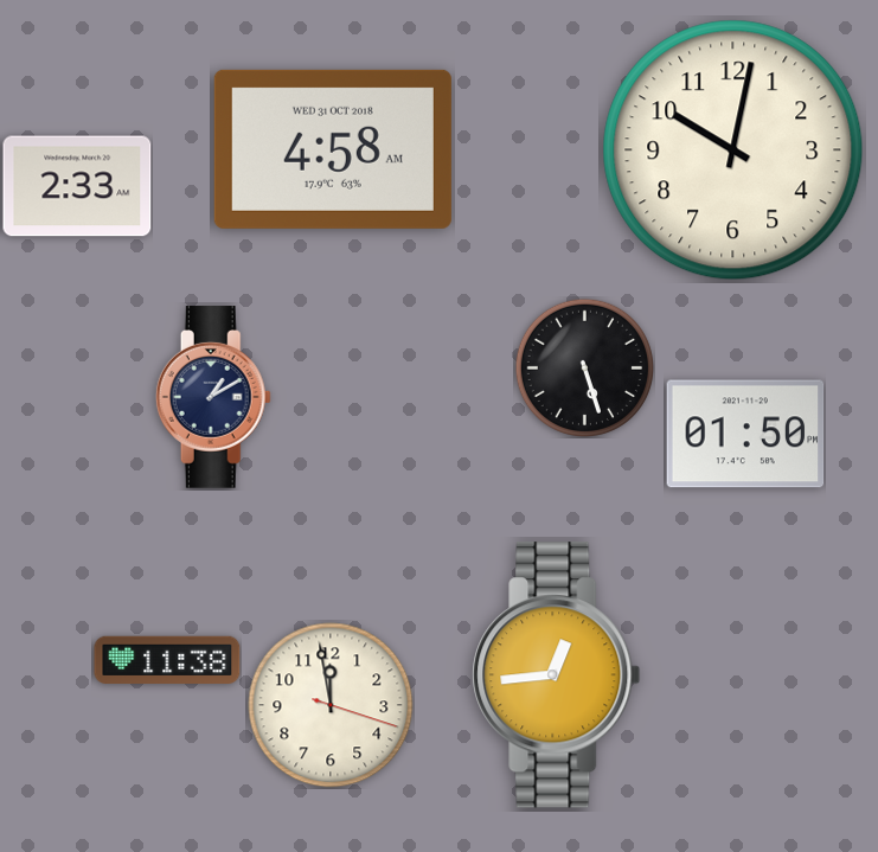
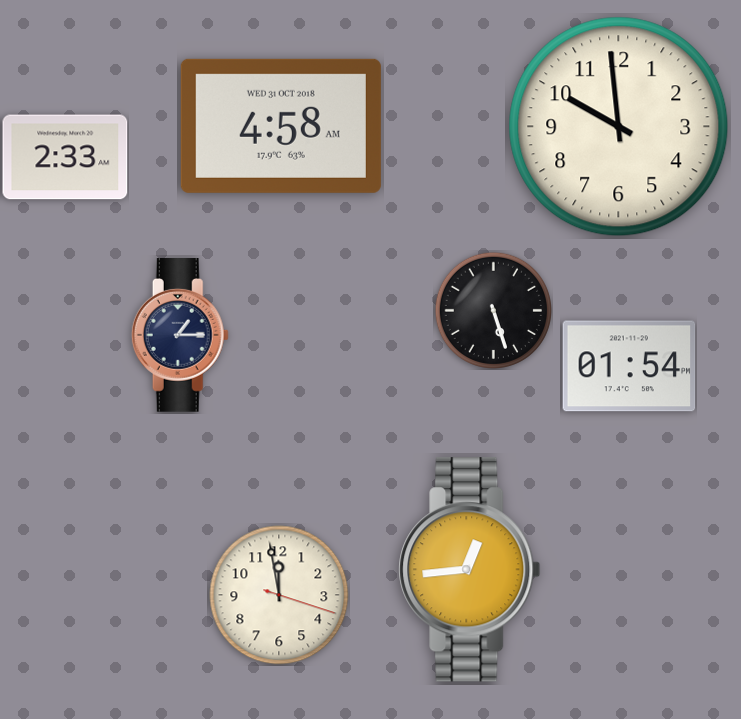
clock at (733, 150): 10:02 -> 9:59
clock at (213, 398): 1:10 -> 1:15
clock at (745, 434): 01:50 -> 01:54
clock at (167, 660): 11:38 -> none
